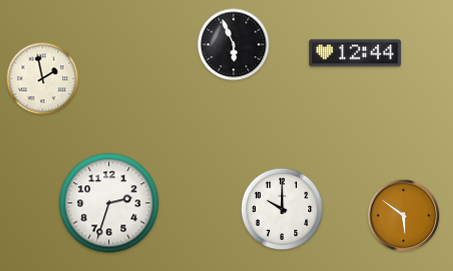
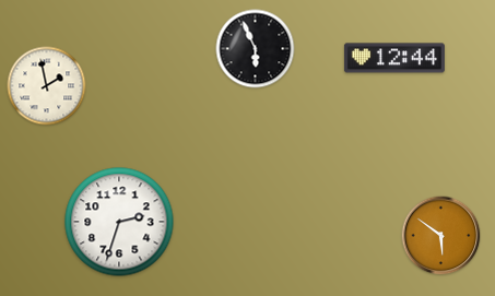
clock at (355, 53) position: (355, 53) -> (394, 58)
clock at (282, 209): 10:00 -> none
